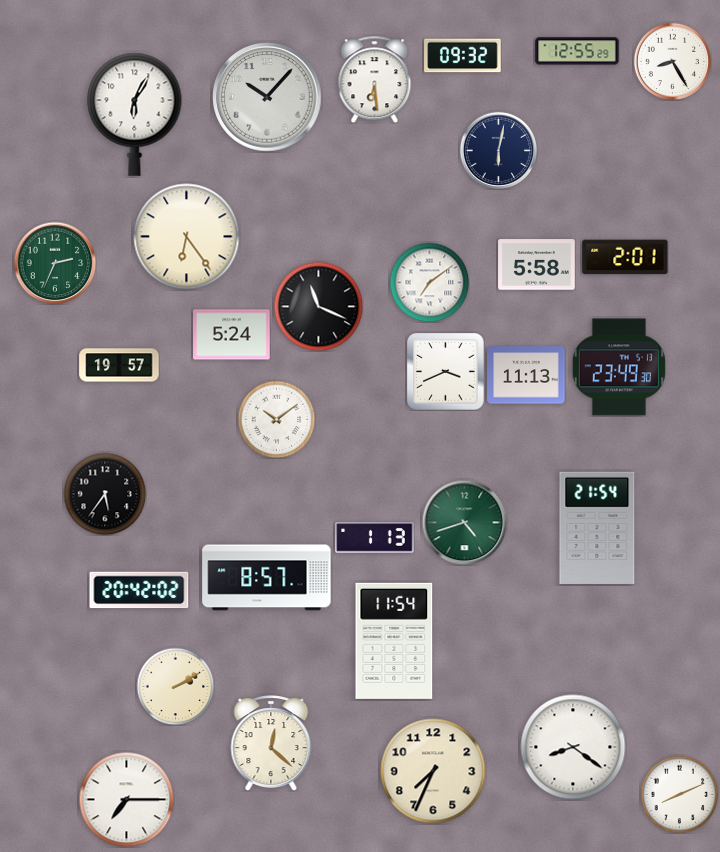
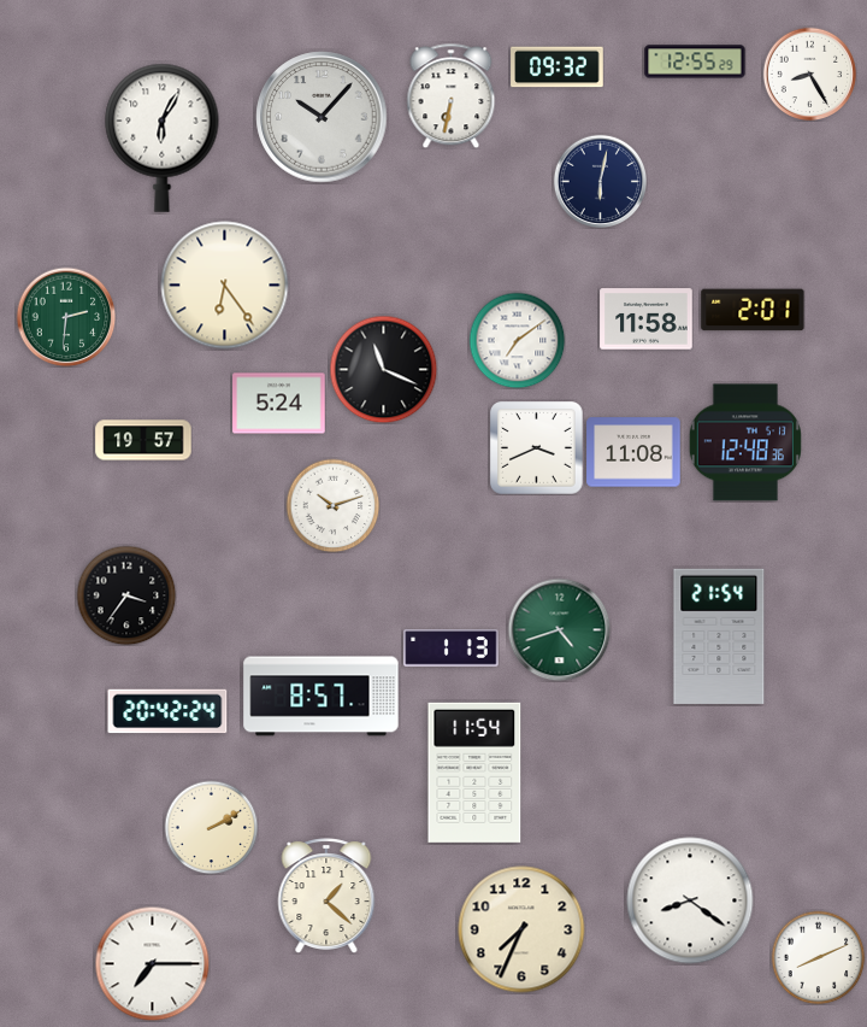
clock at (375, 79): 6:29 -> 6:32
clock at (55, 263): 2:34 -> 2:31
clock at (537, 265): 5:58 -> 11:58
clock at (619, 367): 23:49 -> 12:48
clock at (526, 375): 11:13 -> 11:08
clock at (276, 419): 10:09 -> 10:12
clock at (105, 494): 5:36 -> 3:36
clock at (139, 590): 20:42:02 -> 20:42:24
clock at (271, 743): 12:22 -> 1:22
